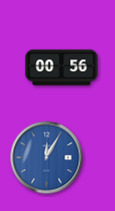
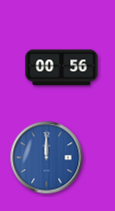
clock at (47, 158): 12:05 -> 12:00
